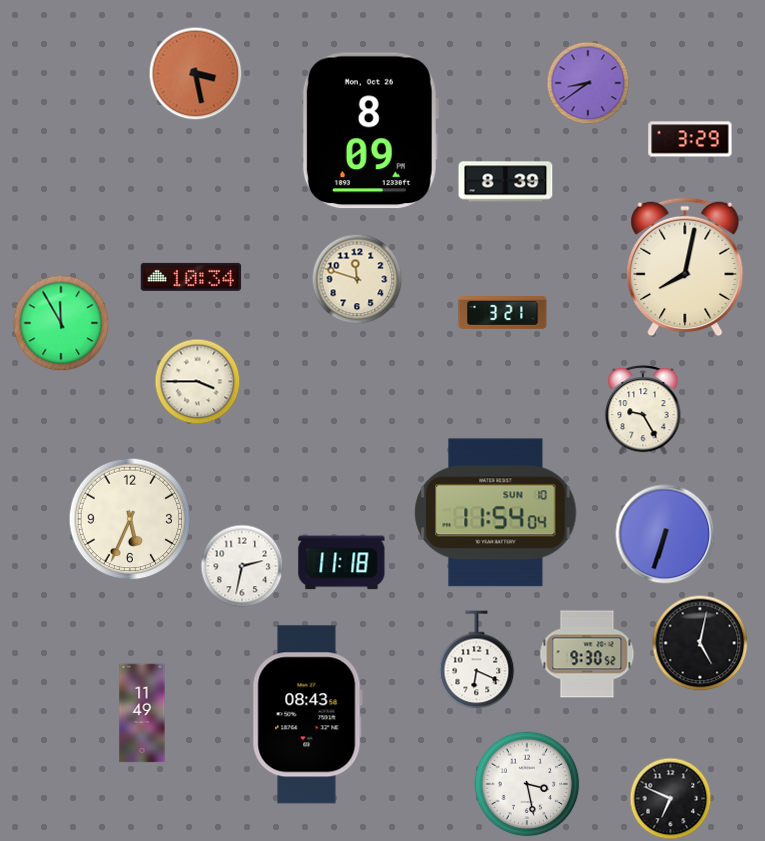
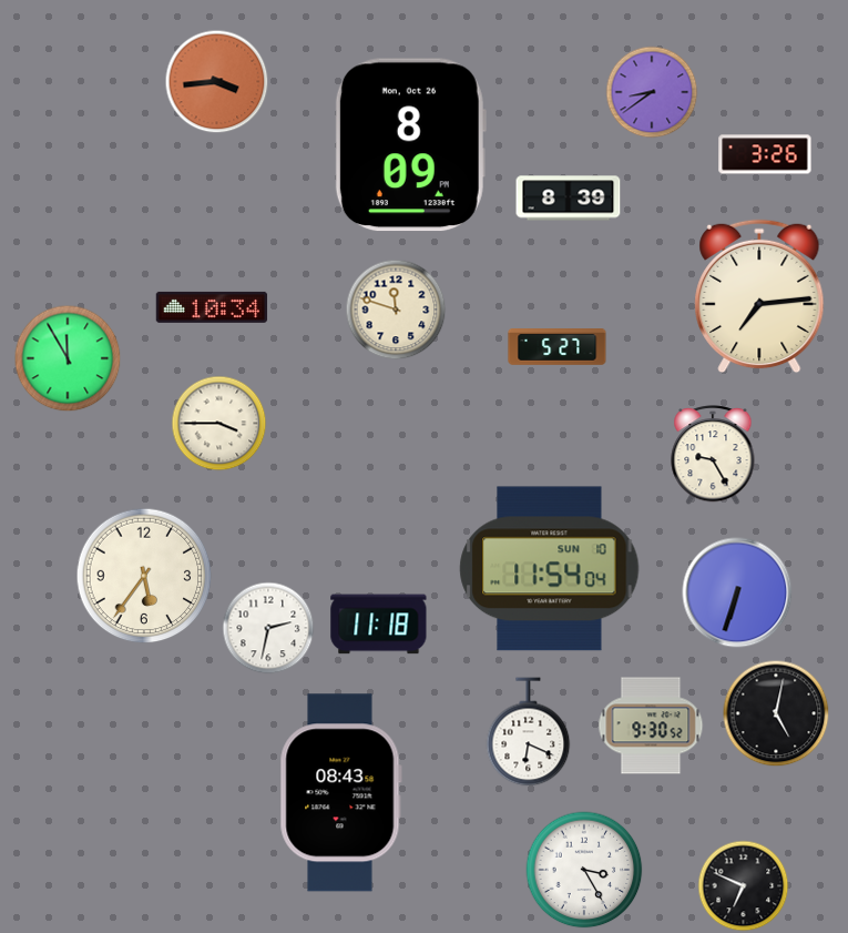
clock at (196, 74): 3:28 -> 3:44
clock at (690, 139): 3:29 -> 3:26
clock at (506, 182) position: (506, 182) -> (569, 199)
clock at (685, 267): 8:02 -> 7:14
clock at (503, 313): 3:21 -> 5:27
clock at (130, 519): 5:34 -> 5:36
clock at (142, 713): 11:49 -> none
clock at (527, 784): 3:28 -> 3:25
